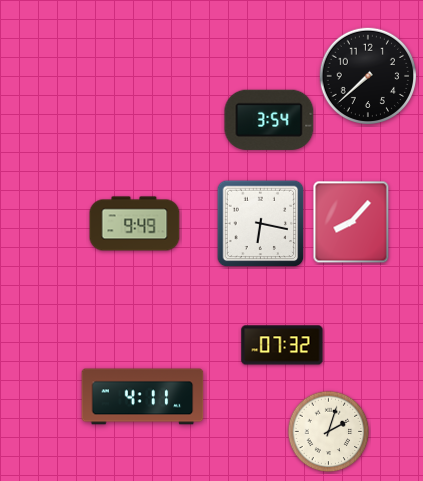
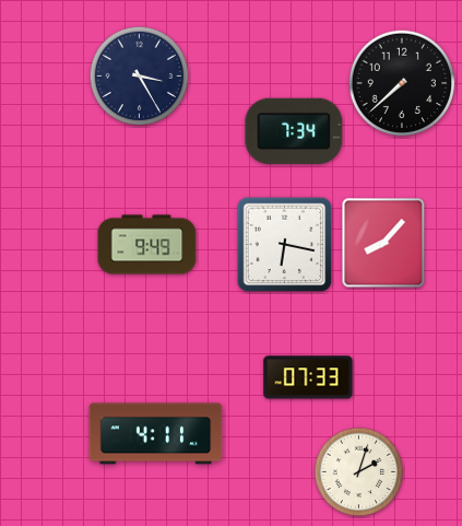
clock at (140, 77): none -> 3:25
clock at (269, 120): 3:54 -> 7:34
clock at (282, 345): 07:32 -> 07:33
